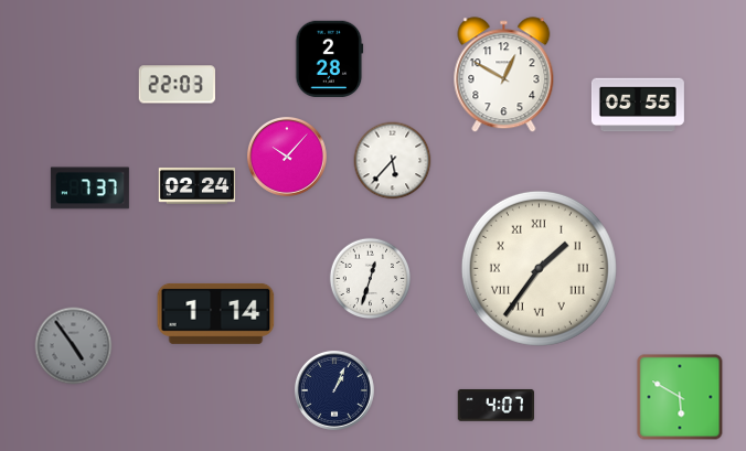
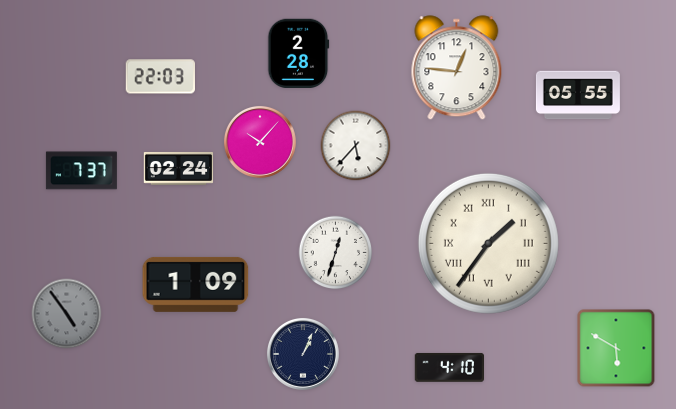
clock at (504, 75): 12:50 -> 12:46
clock at (216, 313): 1:14 -> 1:09
clock at (680, 397) position: (680, 397) -> (616, 348)
clock at (495, 406): 4:07 -> 4:10
